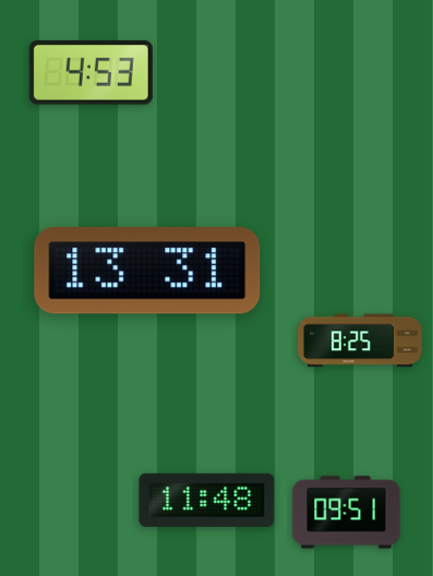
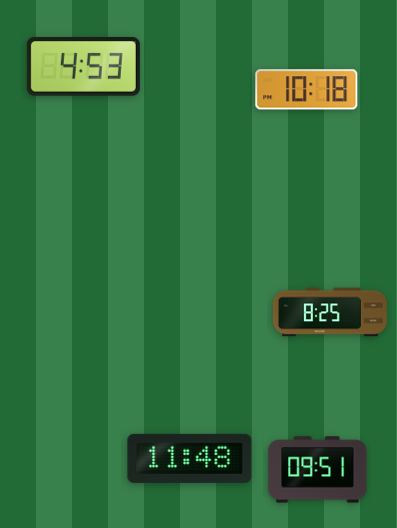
clock at (307, 90): none -> 10:18
clock at (147, 271): 13:31 -> none
